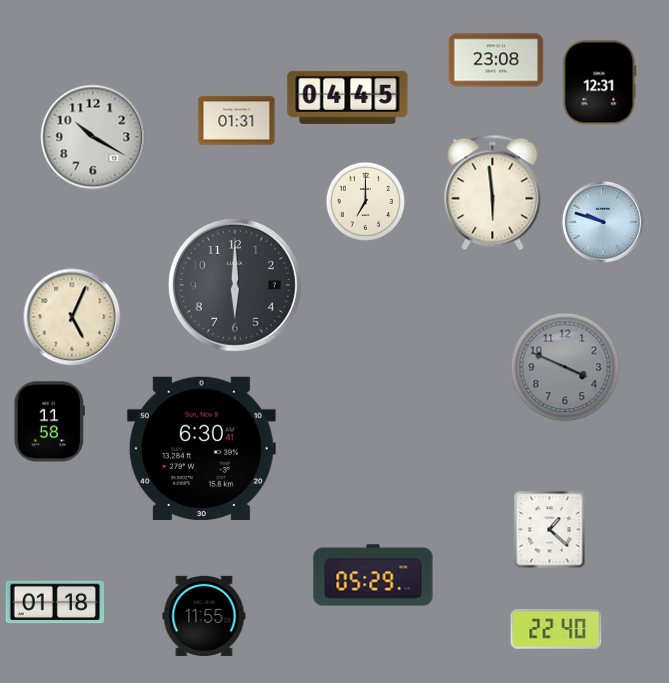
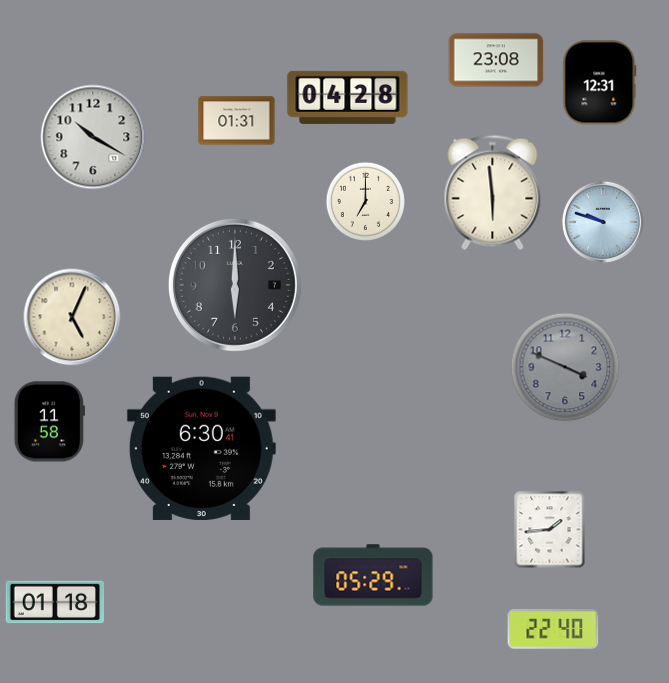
clock at (348, 97): 04:45 -> 04:28
clock at (550, 529): 1:22 -> 1:44
clock at (204, 616): 11:55 -> none
clock at (556, 630) position: (556, 630) -> (553, 630)
